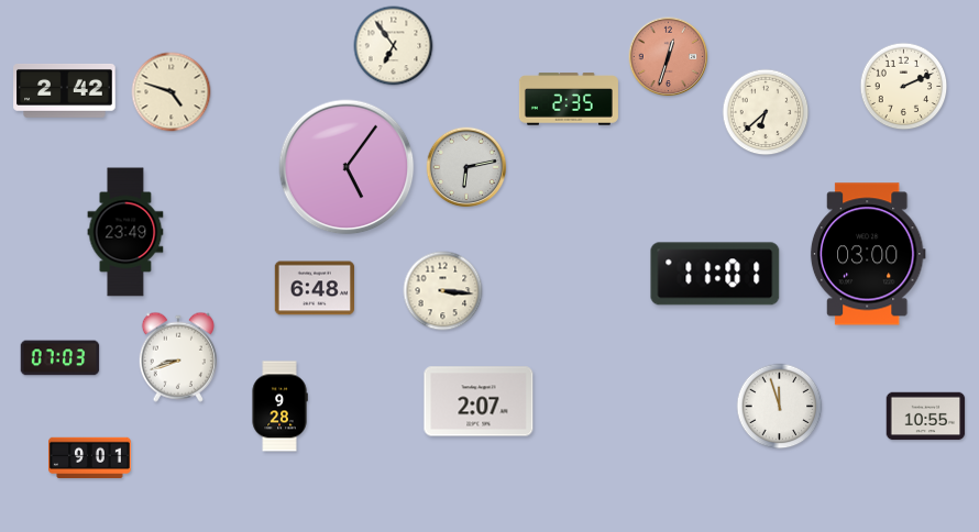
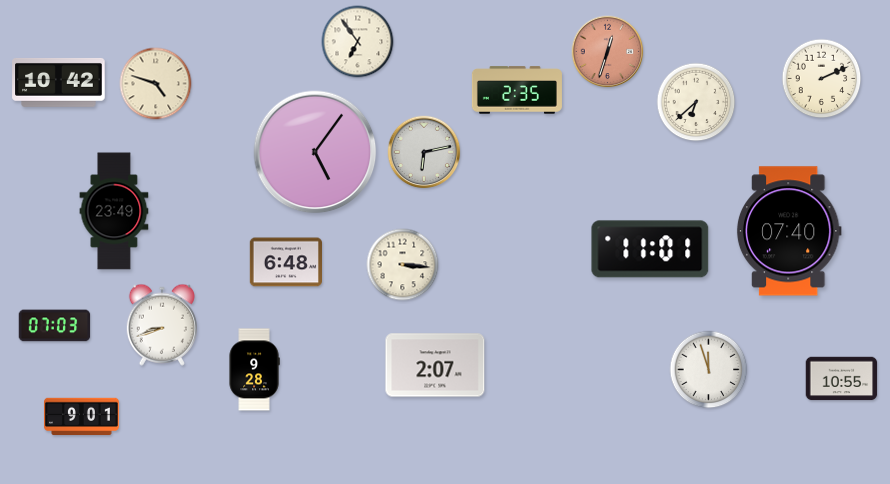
clock at (65, 90): 2:42 -> 10:42
clock at (868, 254): 03:00 -> 07:40
